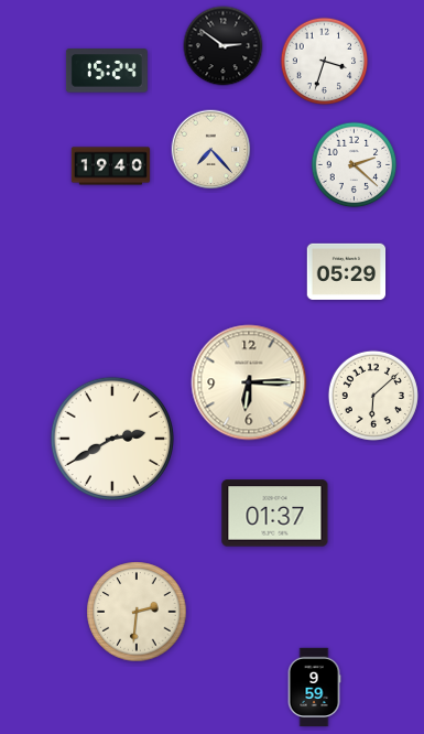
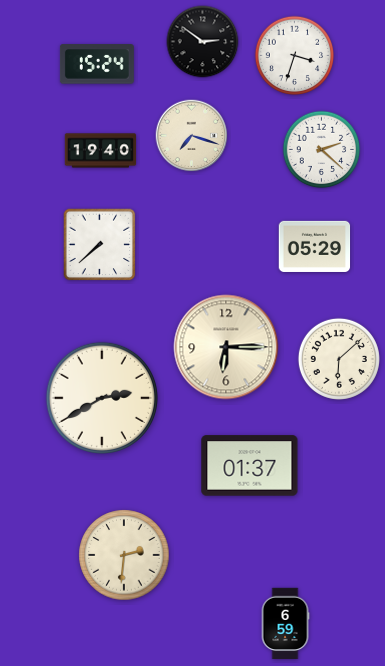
clock at (211, 150): 7:23 -> 7:18
clock at (100, 245): none -> 7:38
clock at (314, 688): 9:59 -> 6:59
